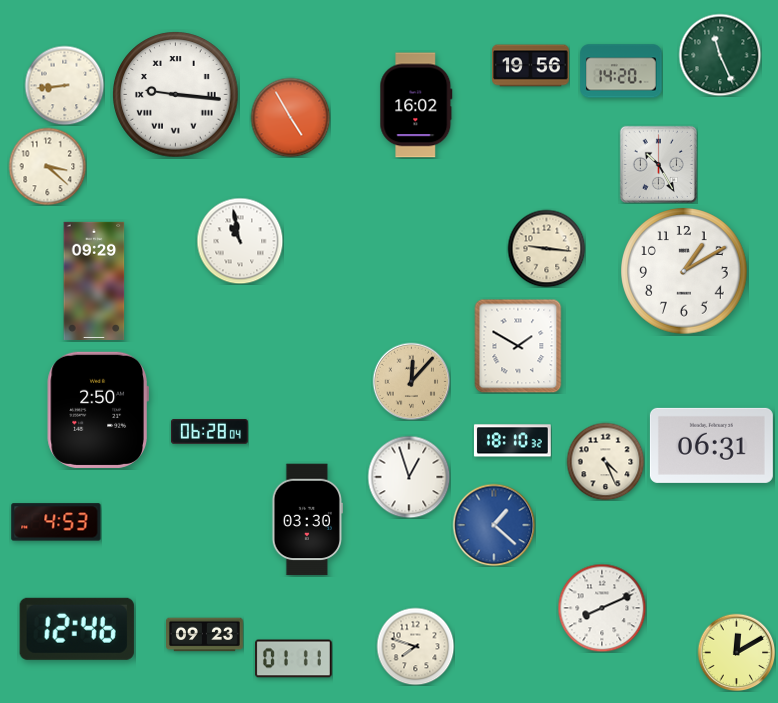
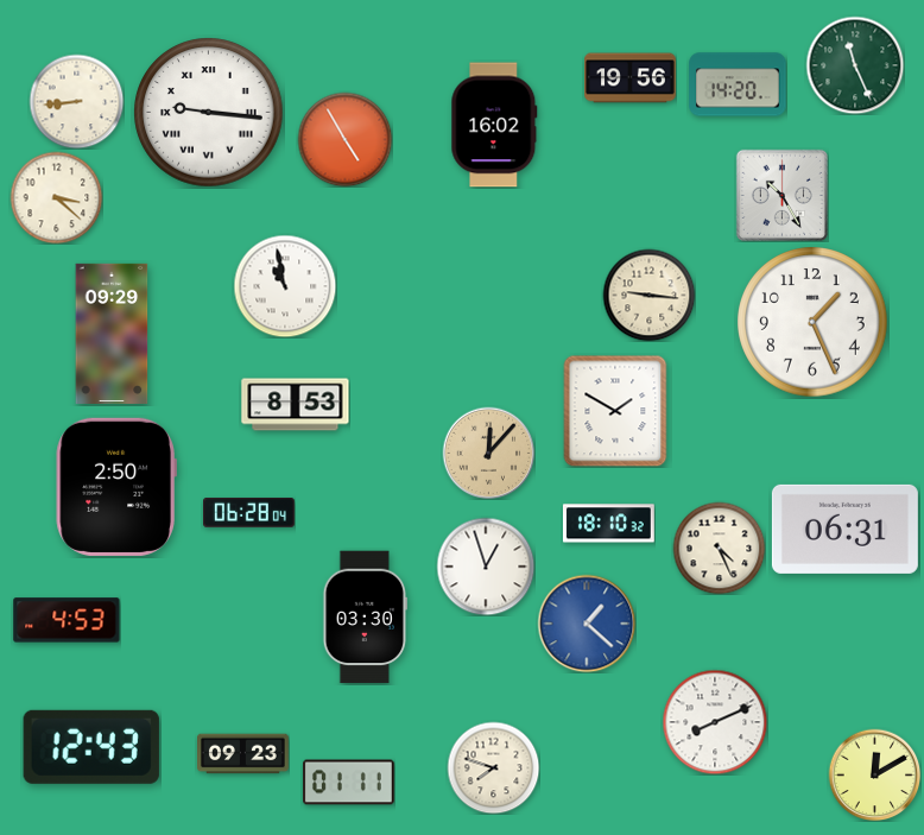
clock at (684, 271): 1:10 -> 1:26
clock at (296, 405): none -> 8:53
clock at (77, 629): 12:46 -> 12:43
